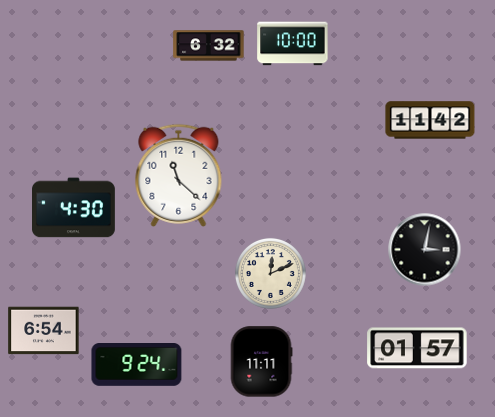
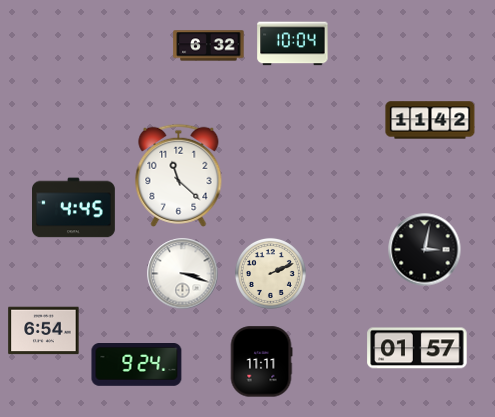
clock at (293, 44): 10:00 -> 10:04
clock at (74, 208): 4:30 -> 4:45
clock at (270, 273): 12:11 -> 2:11
clock at (183, 274): none -> 3:18
